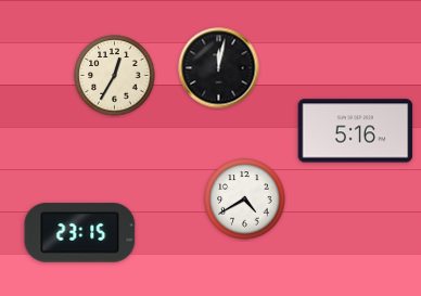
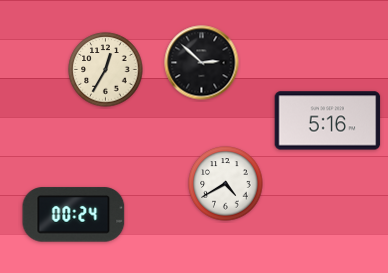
clock at (219, 68): 12:02 -> 2:52
clock at (80, 233): 23:15 -> 00:24
